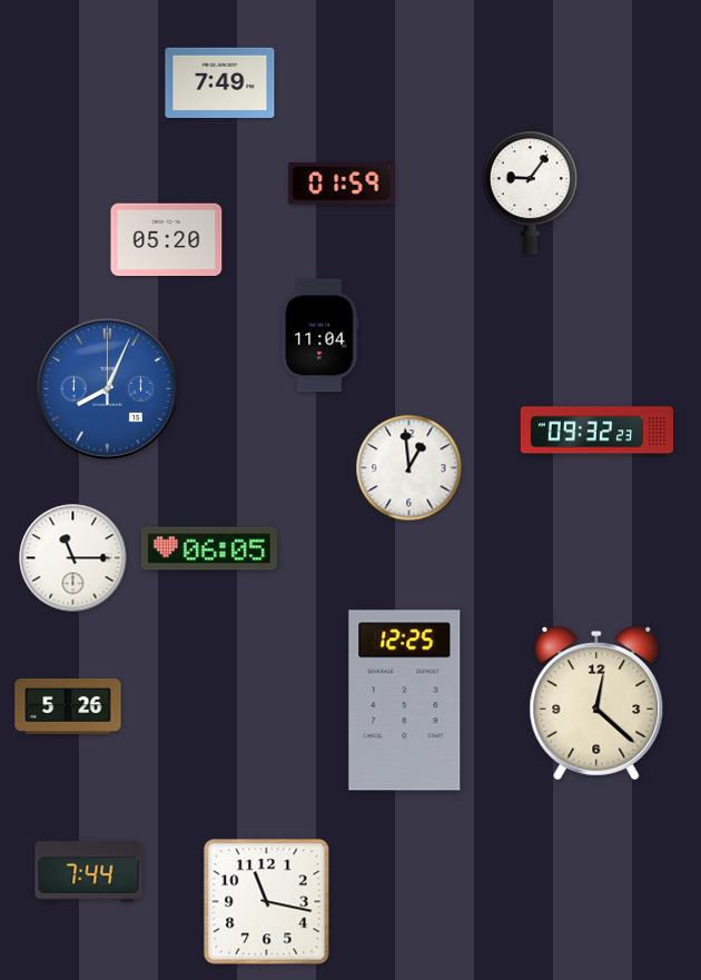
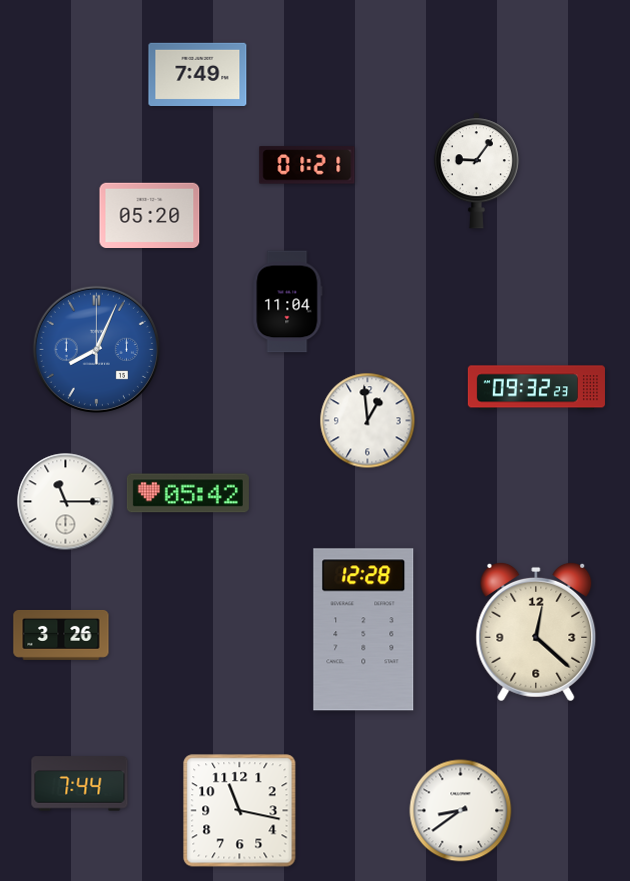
clock at (342, 184): 01:59 -> 01:21
clock at (209, 548): 06:05 -> 05:42
clock at (405, 701): 12:25 -> 12:28
clock at (68, 706): 5:26 -> 3:26
clock at (461, 811): none -> 8:39
